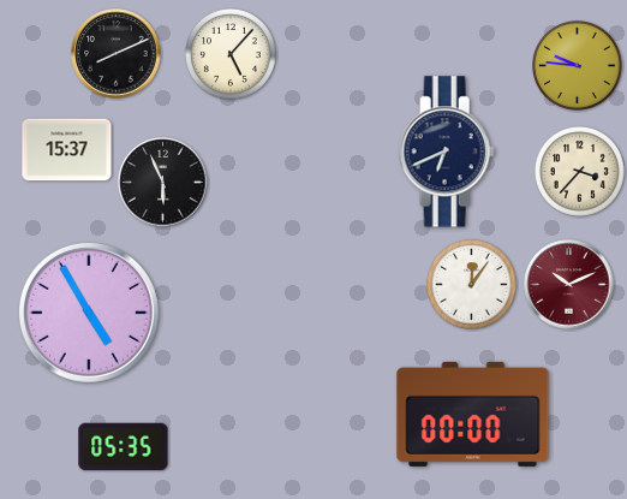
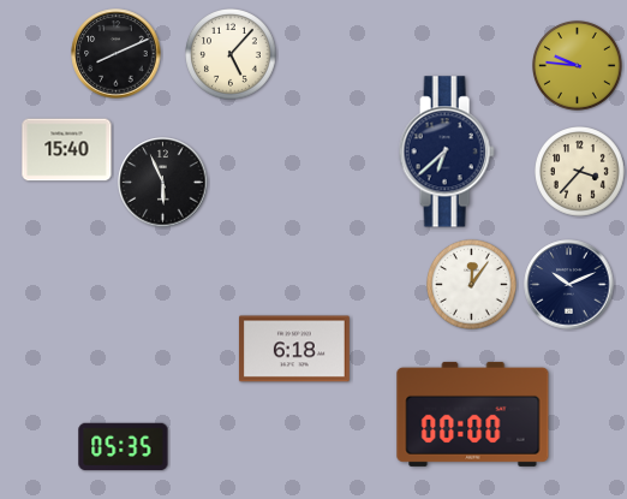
clock at (67, 150): 15:37 -> 15:40
clock at (447, 152): 6:41 -> 6:38
clock at (569, 285) dial: burgundy -> navy
clock at (89, 313): 4:55 -> none
clock at (294, 349): none -> 6:18
